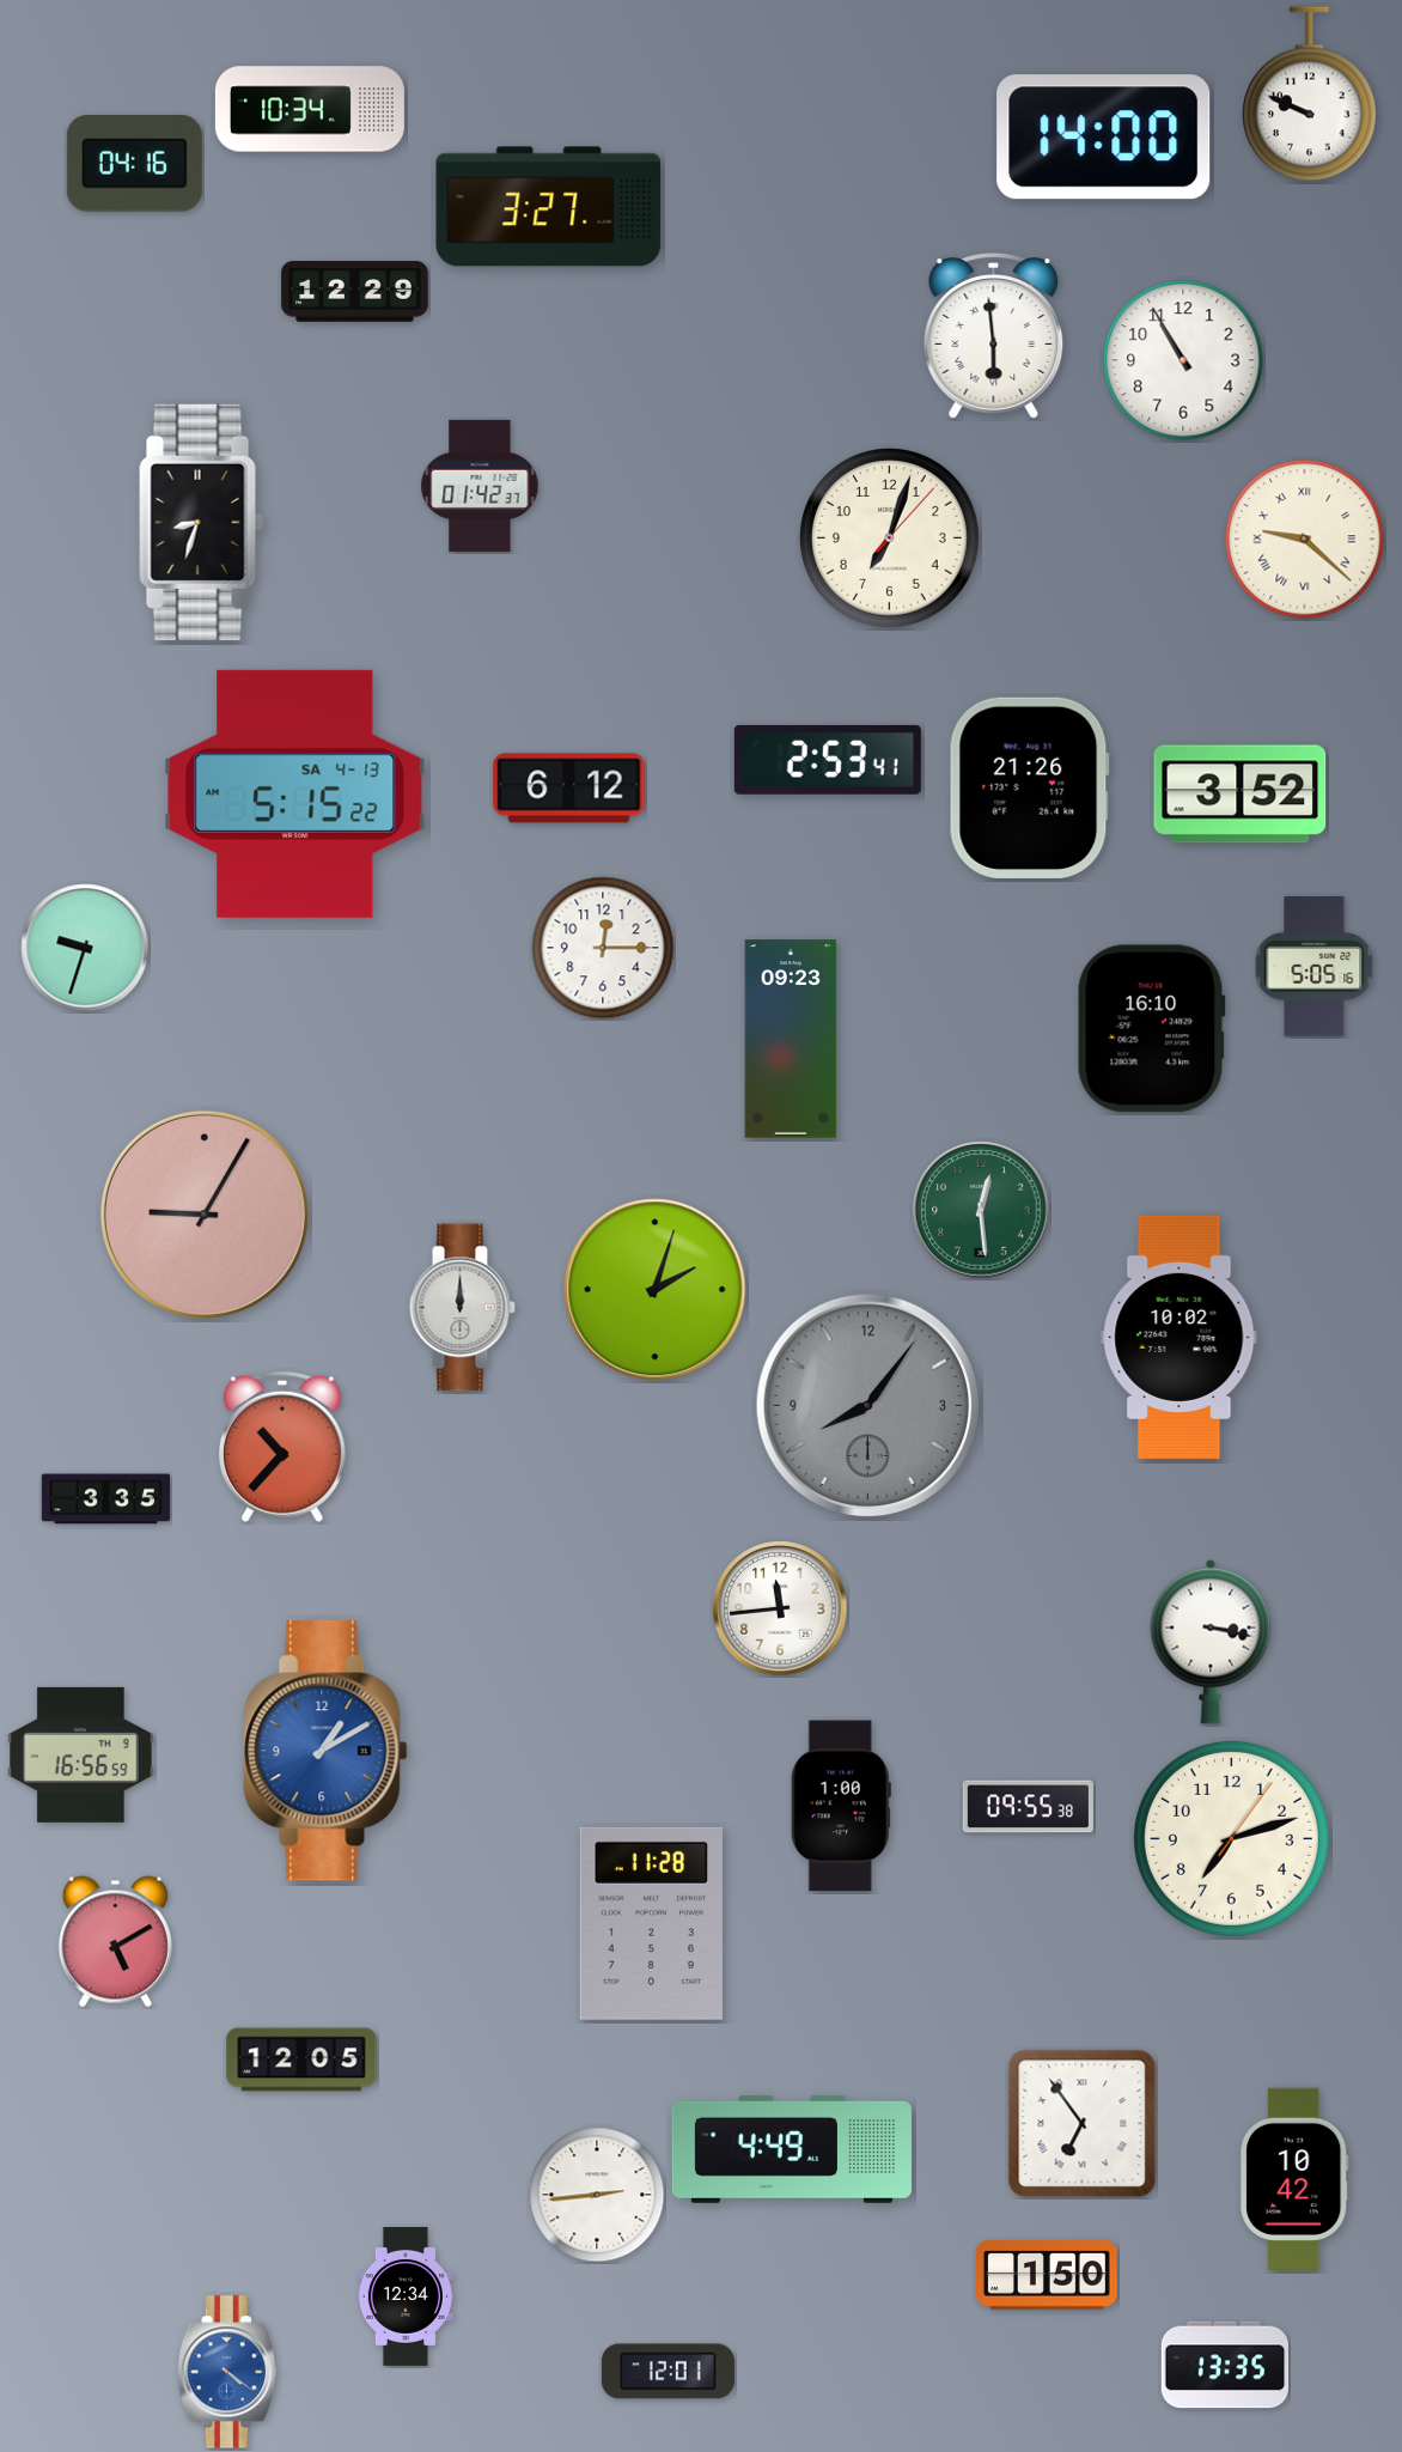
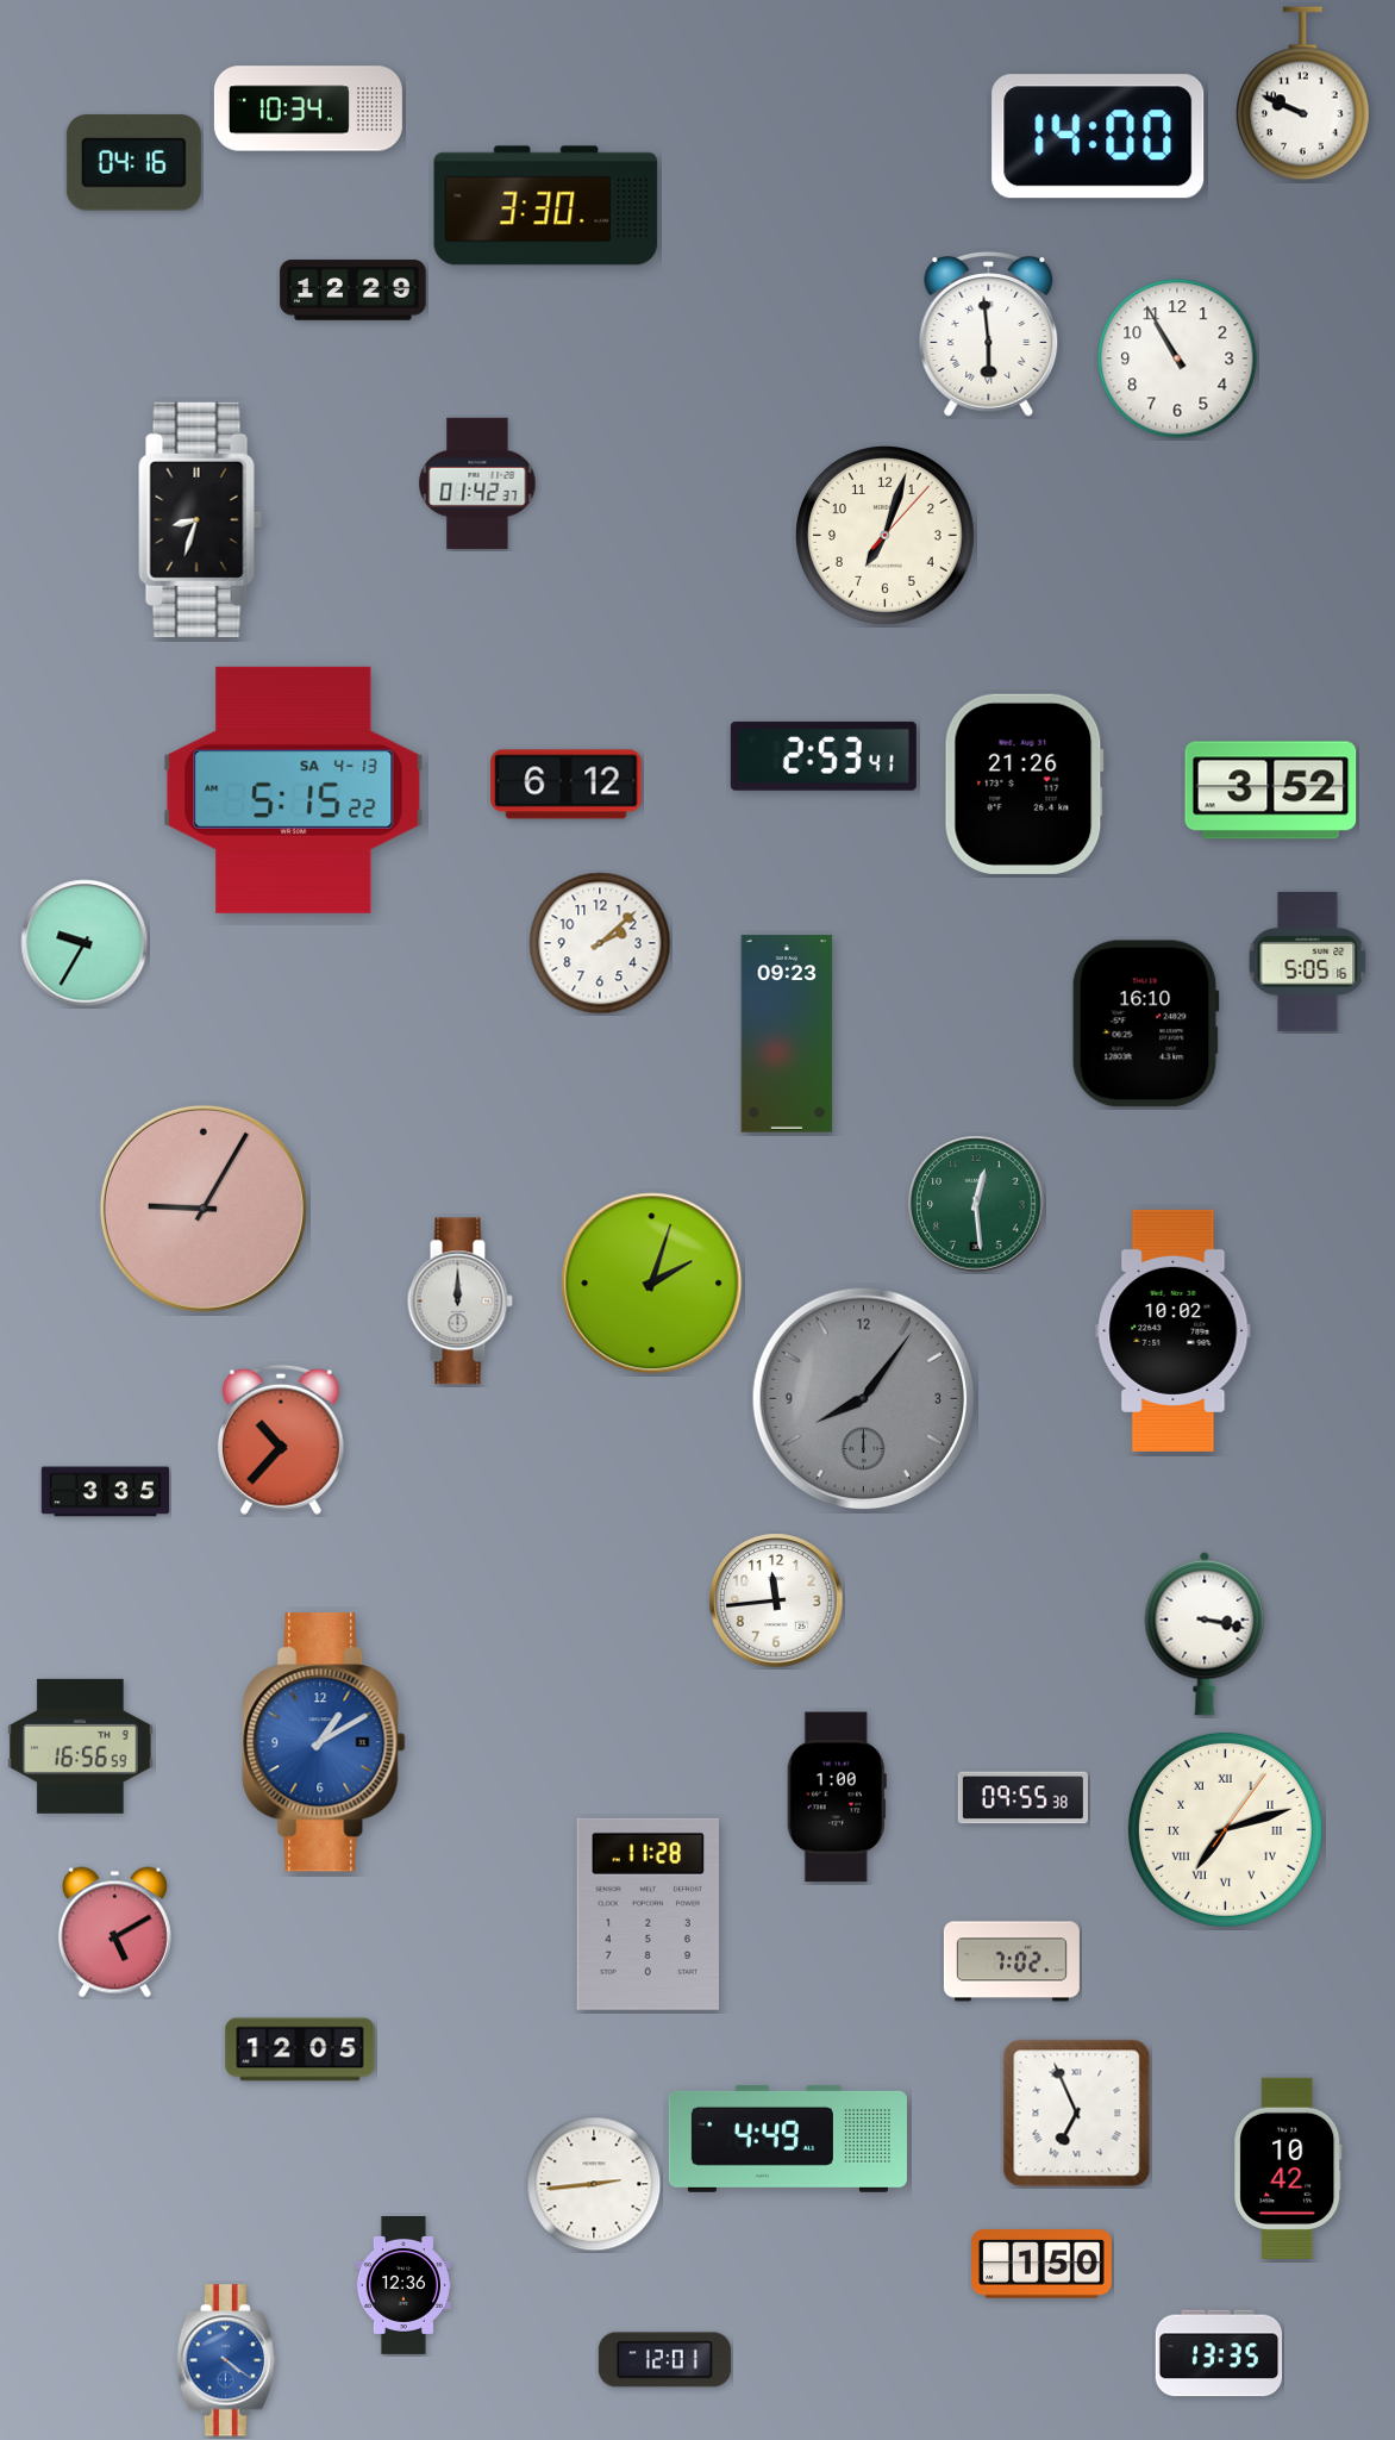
clock at (549, 207): 3:27 -> 3:30
clock at (1305, 540): 9:22 -> none
clock at (1241, 795) position: (1241, 795) -> (1271, 791)
clock at (85, 948): 9:33 -> 9:35
clock at (603, 948): 12:15 -> 2:08
clock at (1231, 1838) numerals: Arabic -> Roman
clock at (1012, 1961): none -> 7:02
clock at (1083, 2124): 6:54 -> 6:56
clock at (406, 2298): 12:34 -> 12:36
